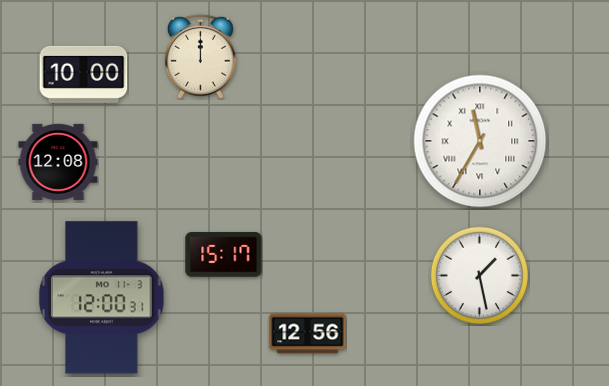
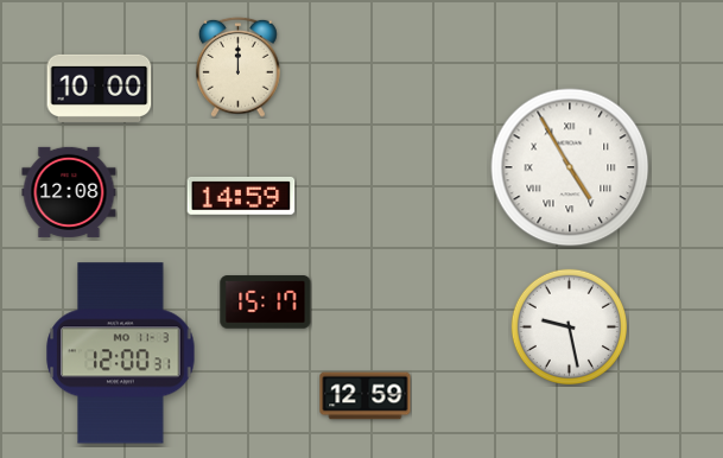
clock at (480, 141): 11:35 -> 4:55
clock at (241, 197): none -> 14:59
clock at (479, 275): 1:28 -> 9:28
clock at (308, 334): 12:56 -> 12:59
